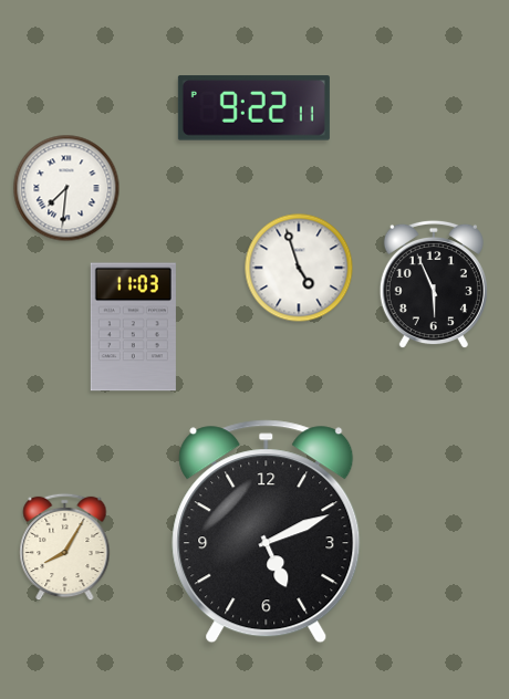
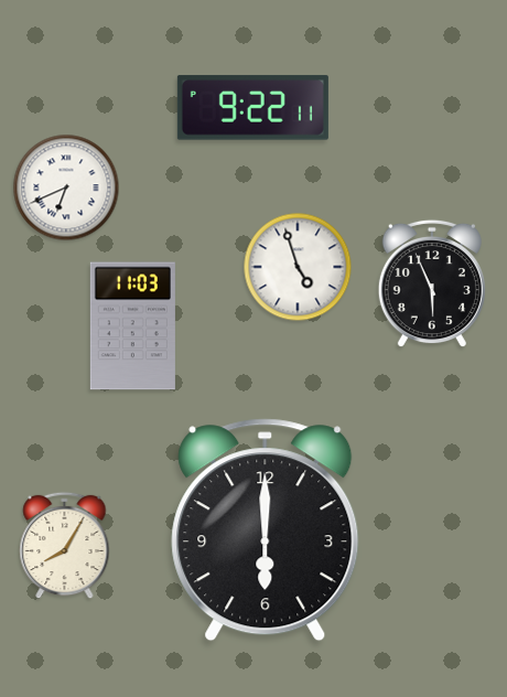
clock at (66, 188): 7:31 -> 6:41
clock at (267, 532): 5:11 -> 6:00
